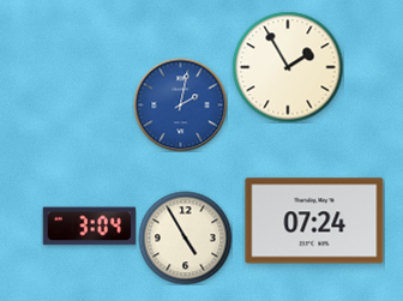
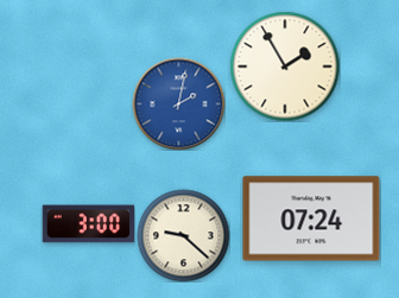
clock at (89, 227): 3:04 -> 3:00
clock at (185, 237): 4:55 -> 9:22
